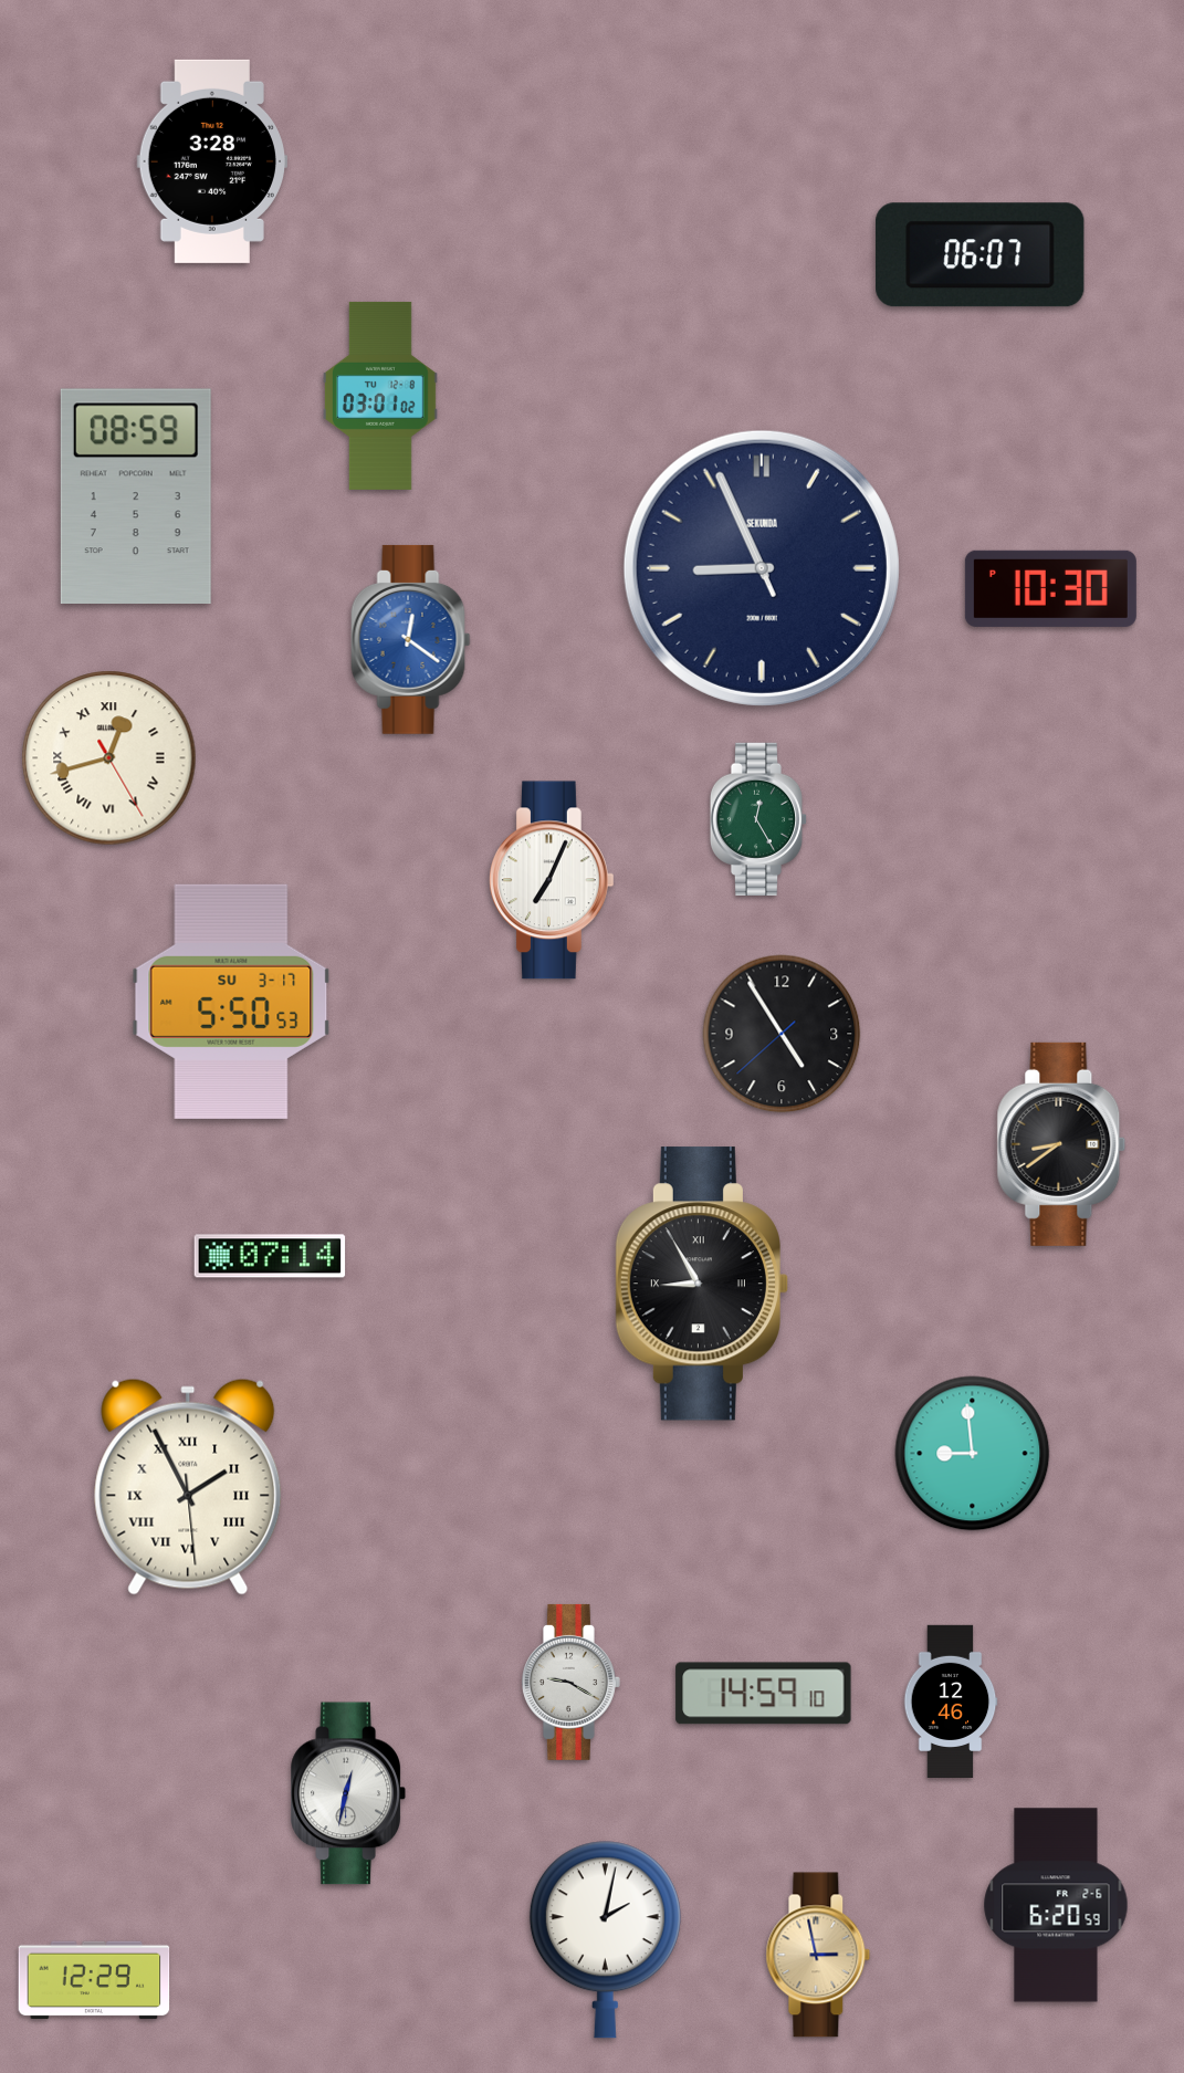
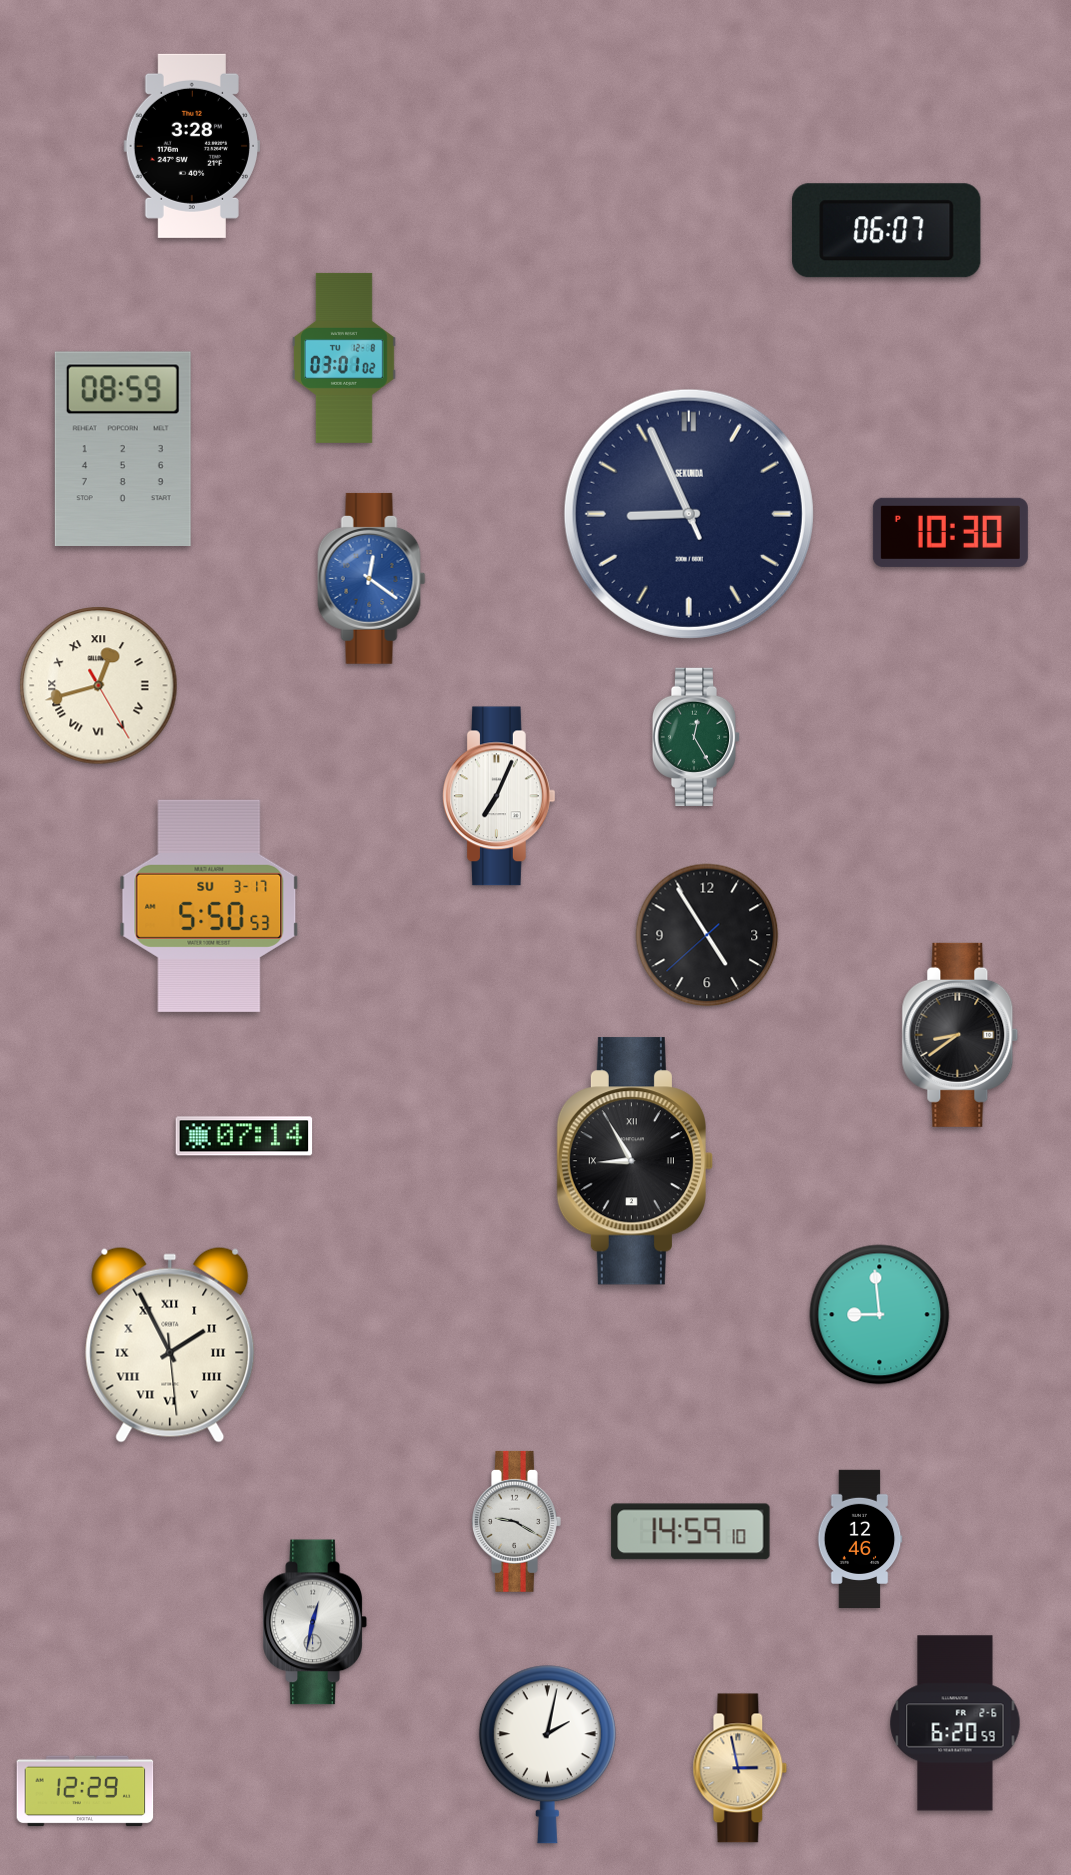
clock at (758, 819) position: (758, 819) -> (696, 737)
